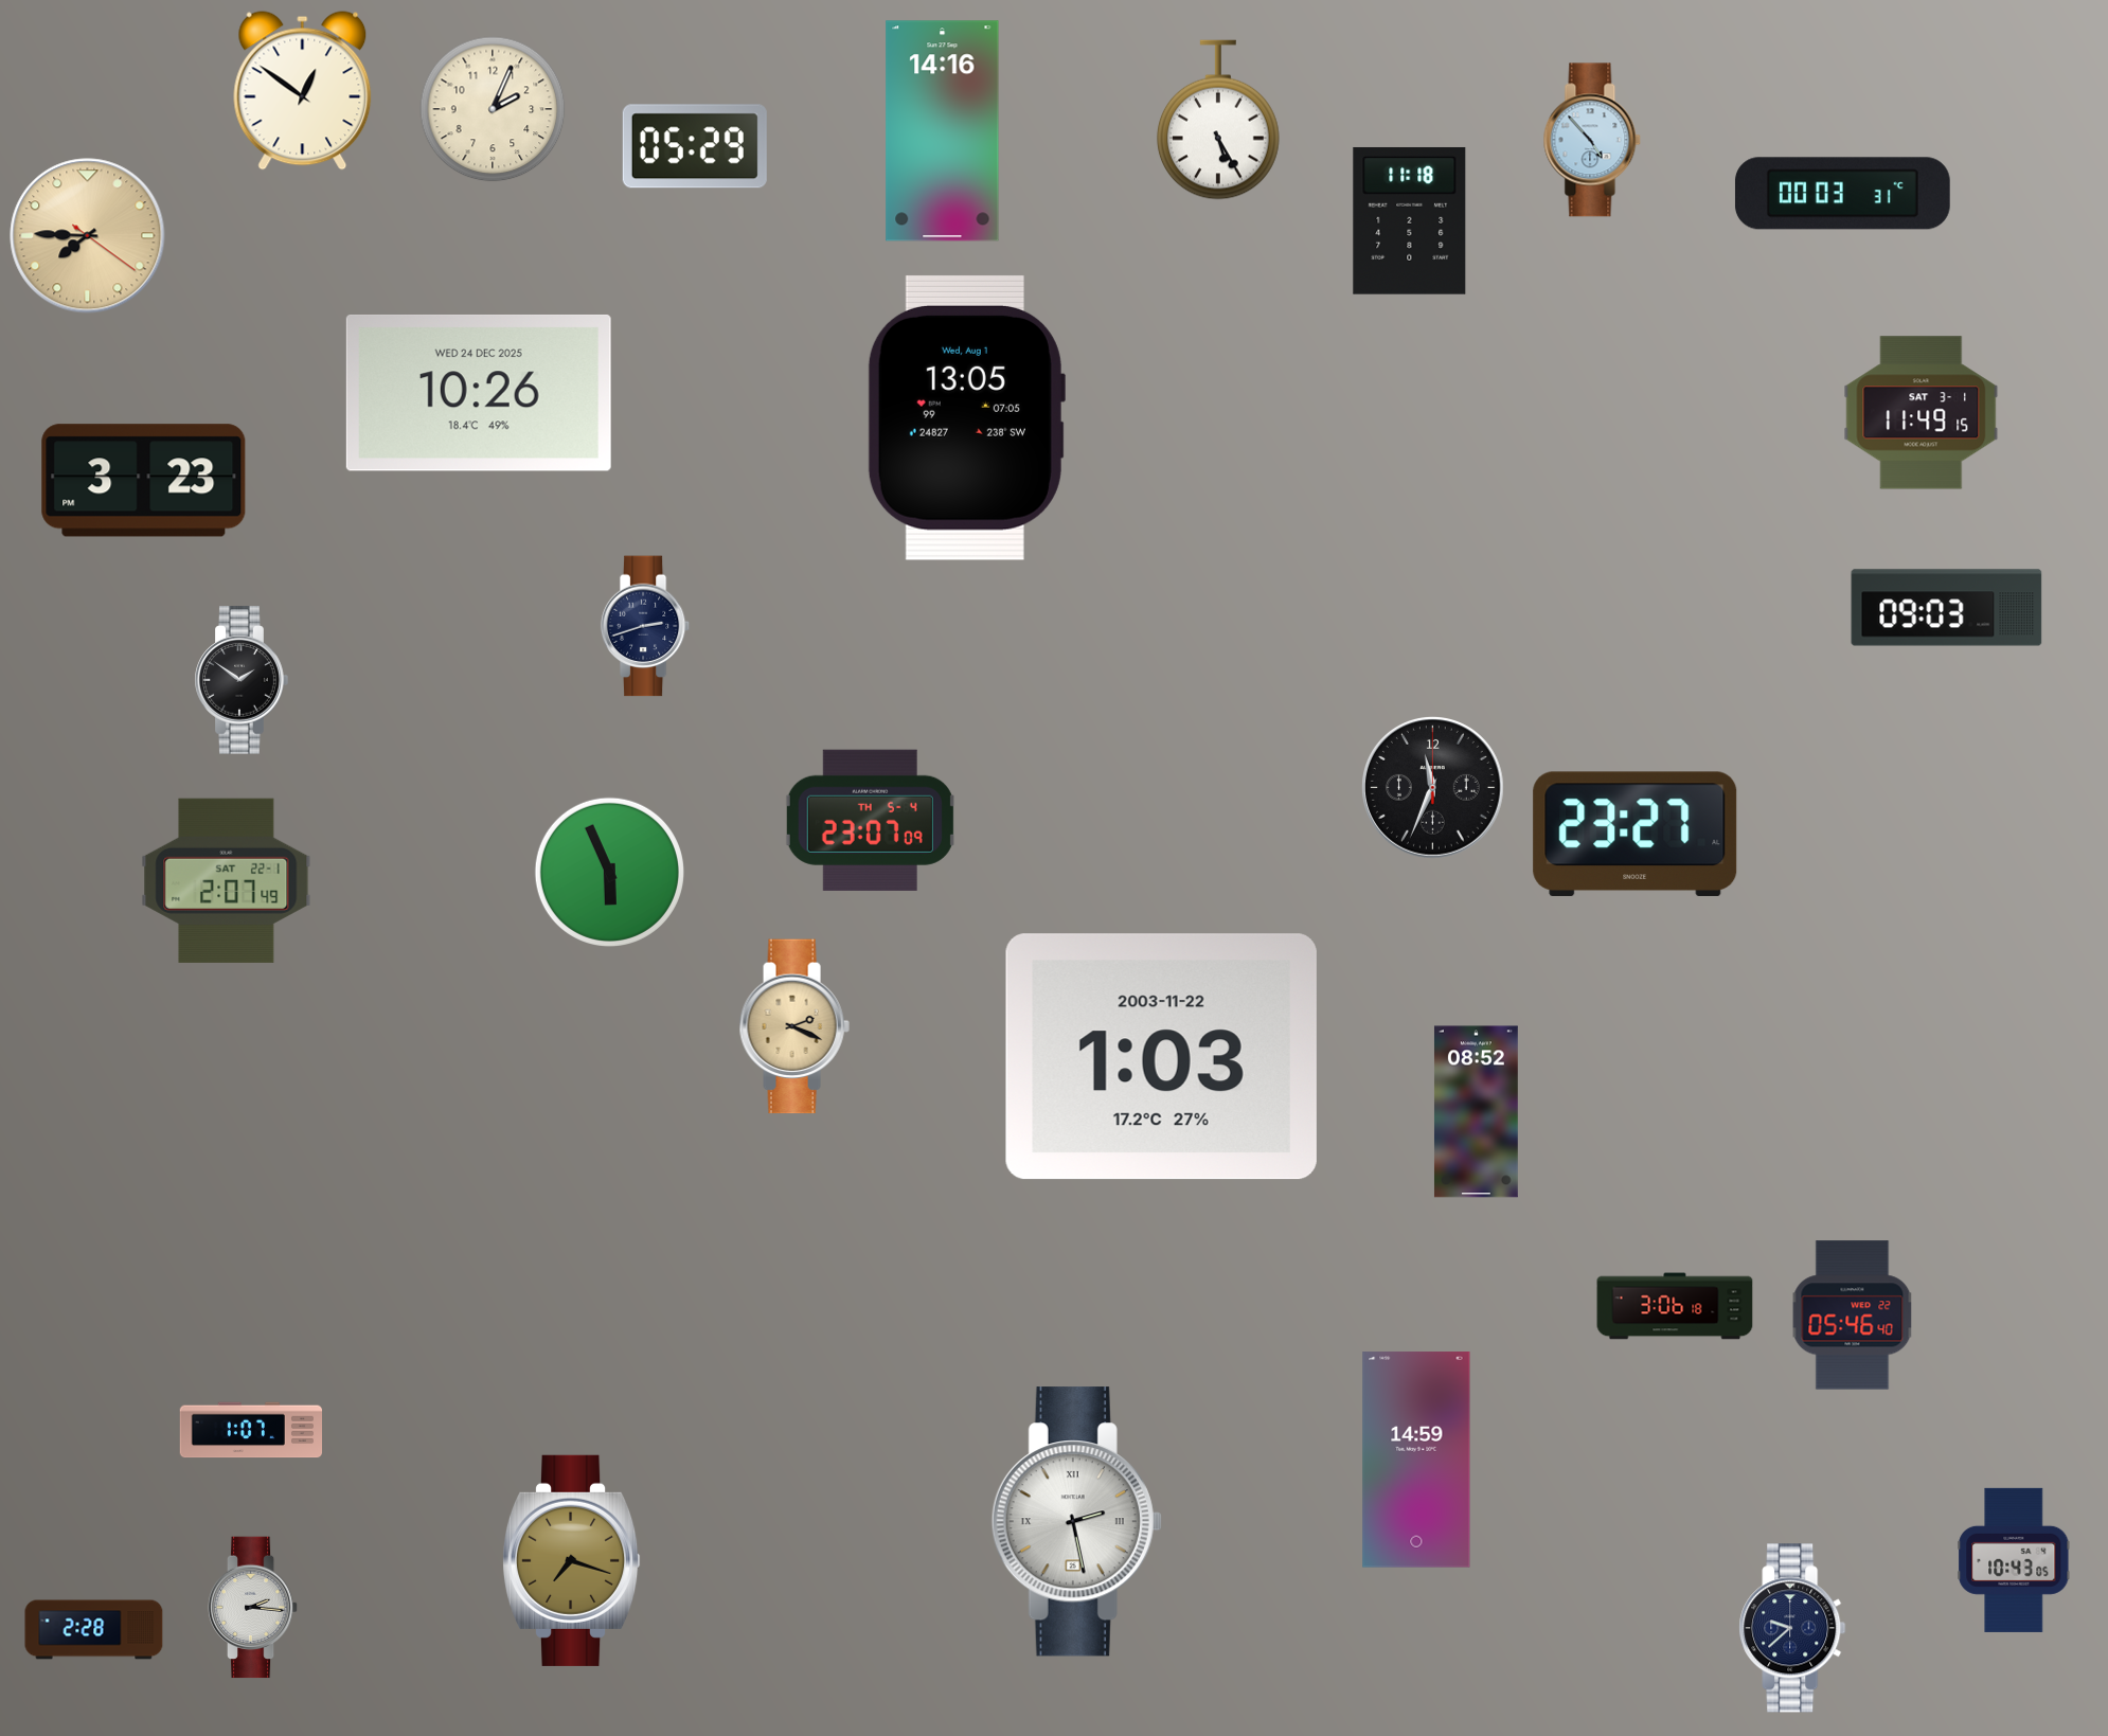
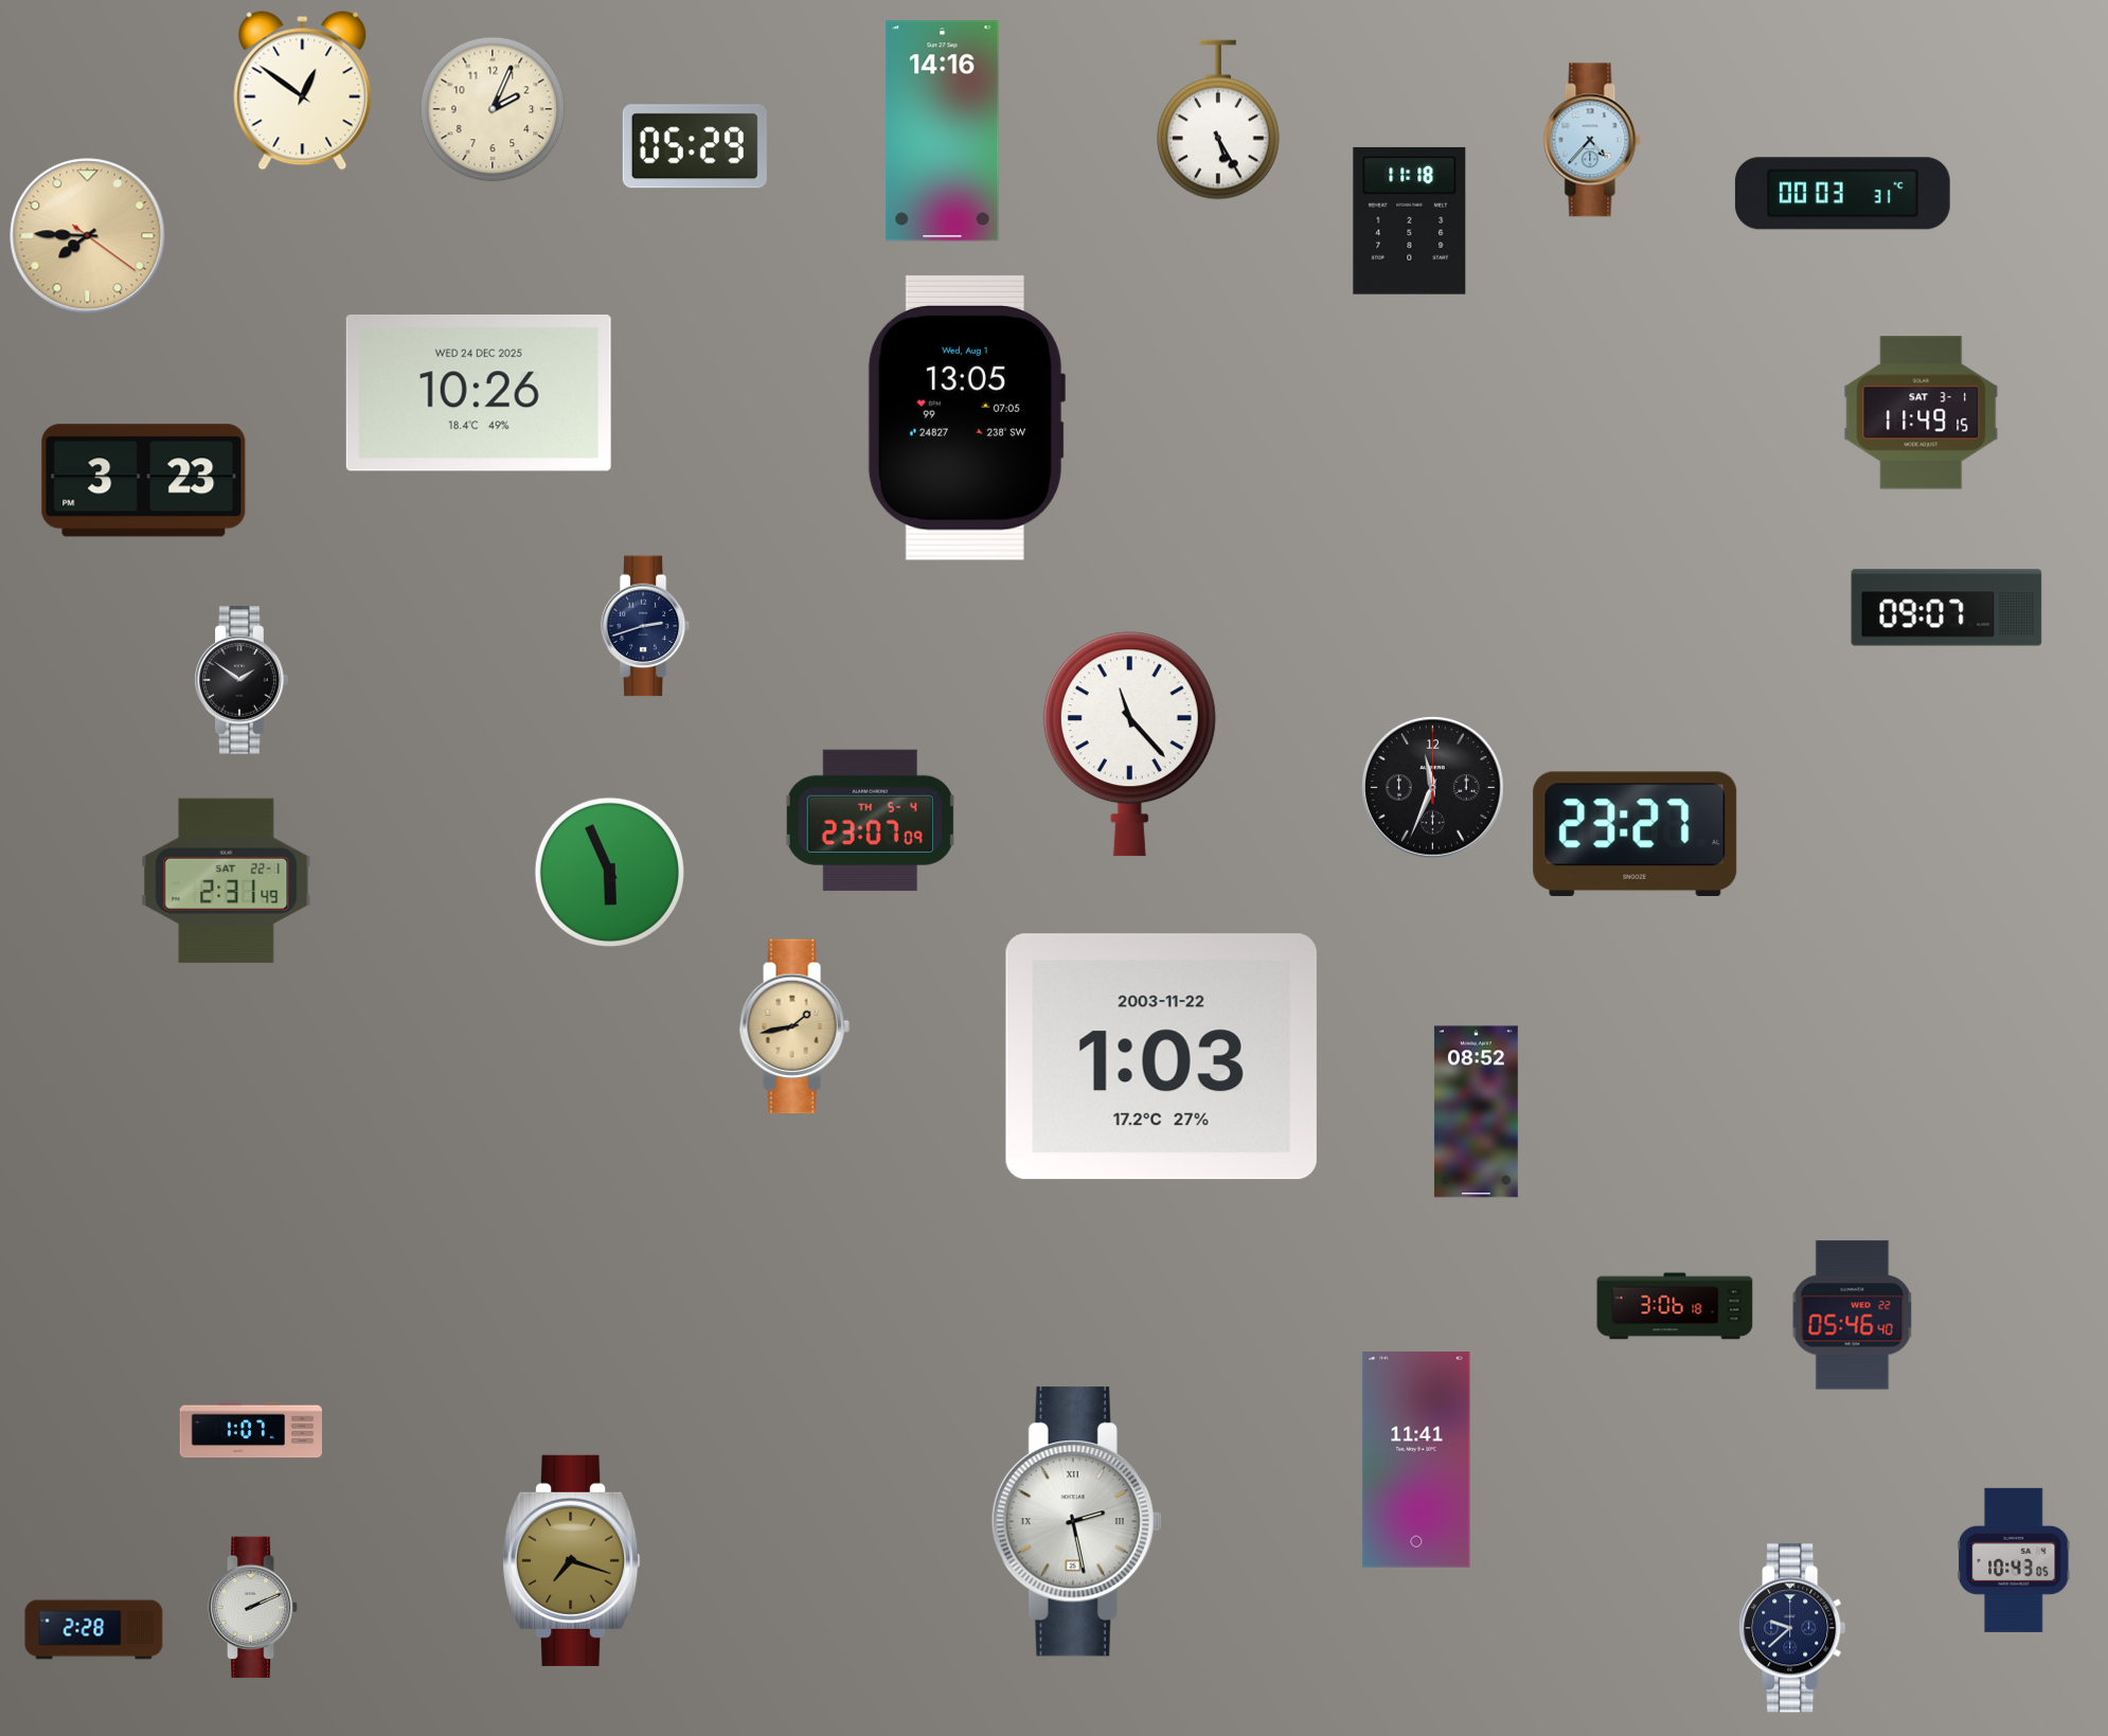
clock at (1592, 140): 4:53 -> 4:37
clock at (1947, 608): 09:03 -> 09:07
clock at (1129, 745): none -> 11:23
clock at (227, 880): 2:07 -> 2:31
clock at (794, 1026): 2:19 -> 1:43
clock at (1416, 1460): 14:59 -> 11:41
clock at (253, 1608): 2:16 -> 2:11
